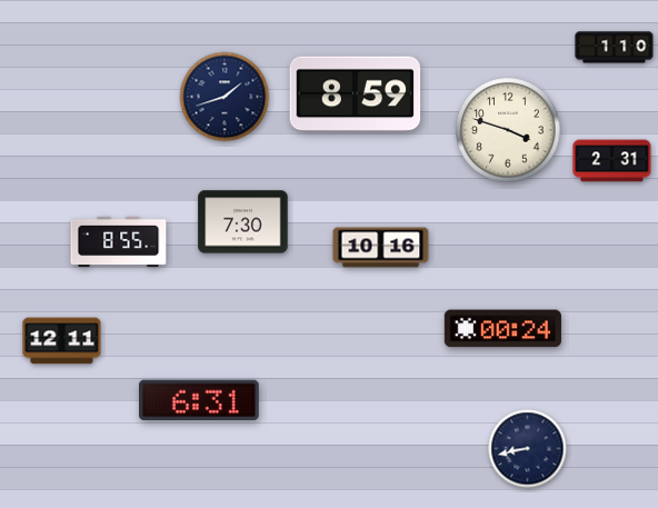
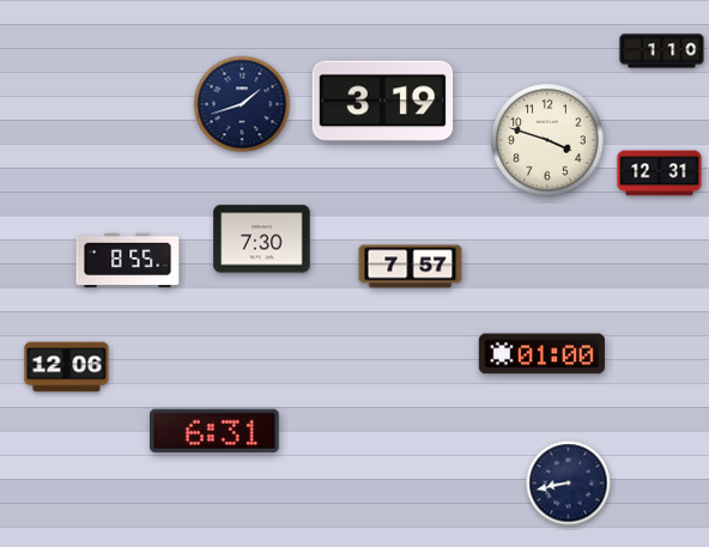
clock at (356, 94): 8:59 -> 3:19
clock at (612, 161): 2:31 -> 12:31
clock at (381, 248): 10:16 -> 7:57
clock at (502, 329): 00:24 -> 01:00
clock at (62, 341): 12:11 -> 12:06
